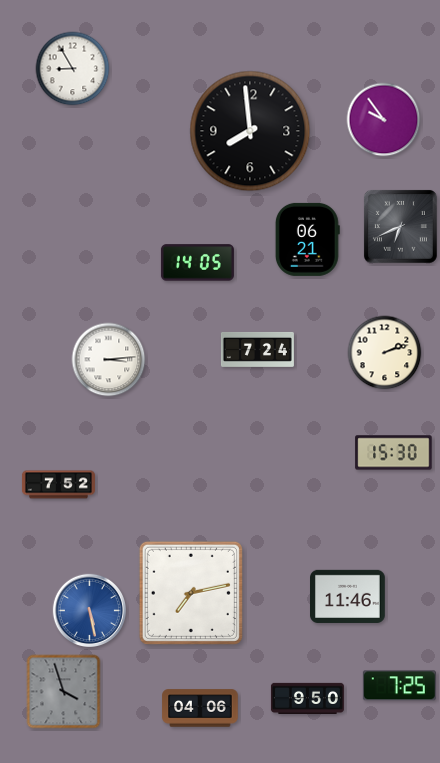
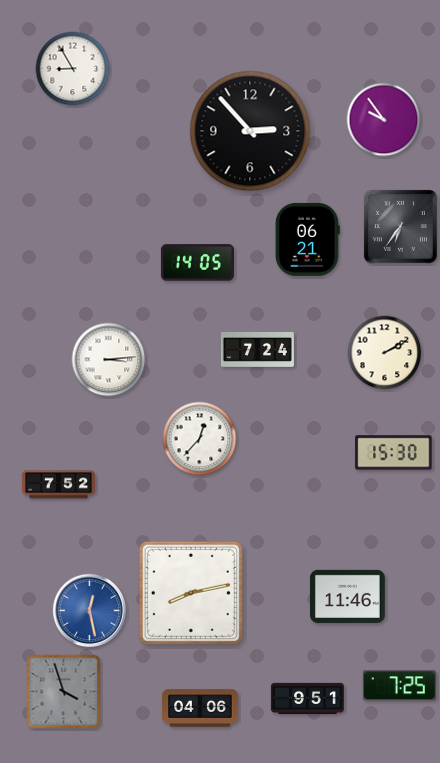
clock at (250, 131): 7:59 -> 2:53
clock at (400, 226): 6:41 -> 6:36
clock at (385, 353): 2:12 -> 2:10
clock at (200, 439): none -> 12:37
clock at (191, 593): 7:13 -> 8:13
clock at (89, 610): 5:28 -> 12:28
clock at (307, 698): 9:50 -> 9:51
